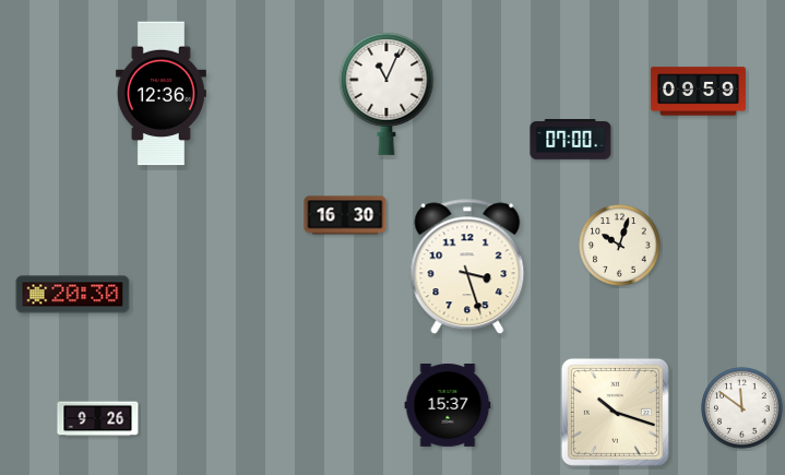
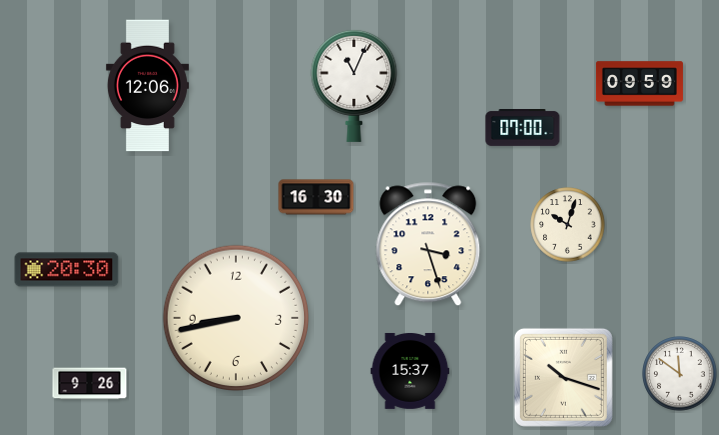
clock at (160, 94): 12:36 -> 12:06
clock at (236, 318): none -> 8:43
